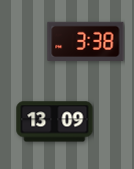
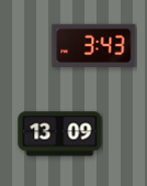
clock at (86, 41): 3:38 -> 3:43
